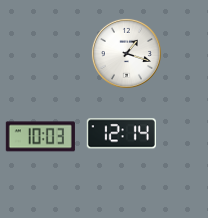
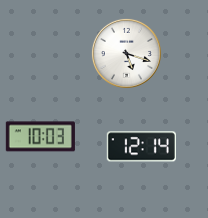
clock at (126, 53): 1:18 -> 5:18
clock at (121, 134) position: (121, 134) -> (141, 147)
